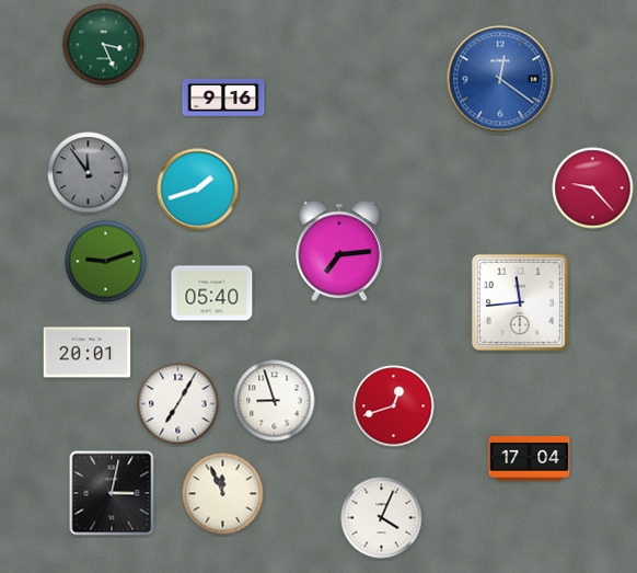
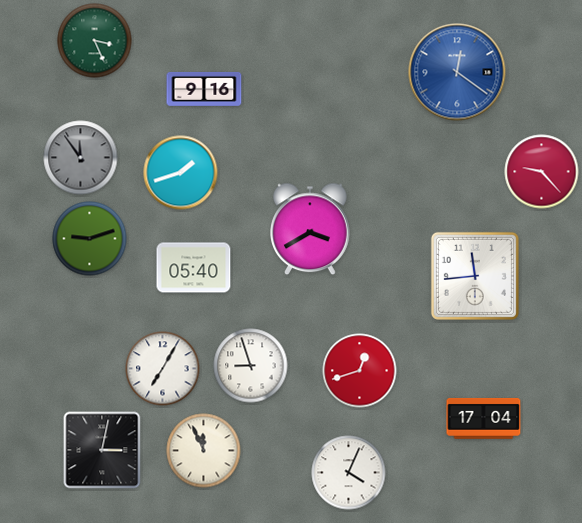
clock at (340, 251): 7:14 -> 3:40
clock at (106, 262) position: (106, 262) -> (90, 239)
clock at (88, 353): 20:01 -> none
